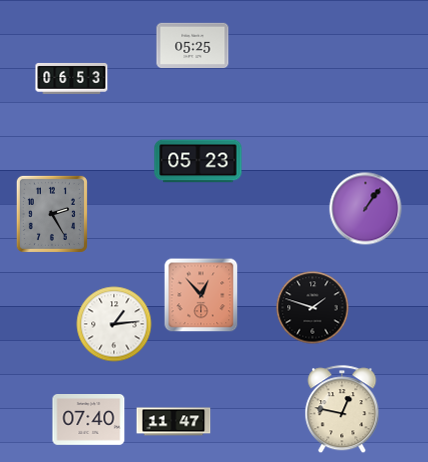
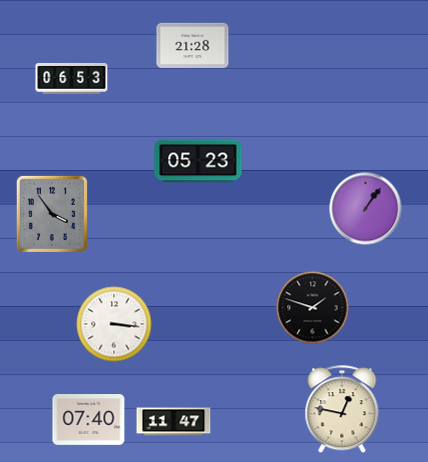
clock at (193, 45): 05:25 -> 21:28
clock at (52, 214): 2:25 -> 3:54
clock at (201, 295): 12:53 -> none
clock at (114, 324): 1:14 -> 3:16
